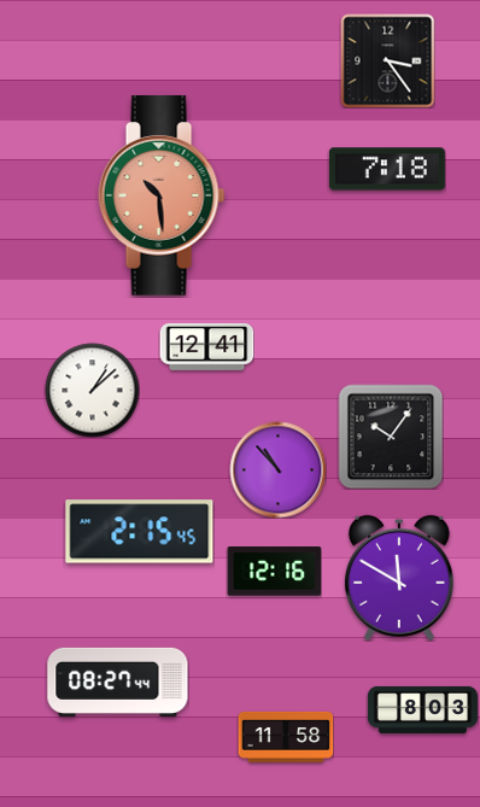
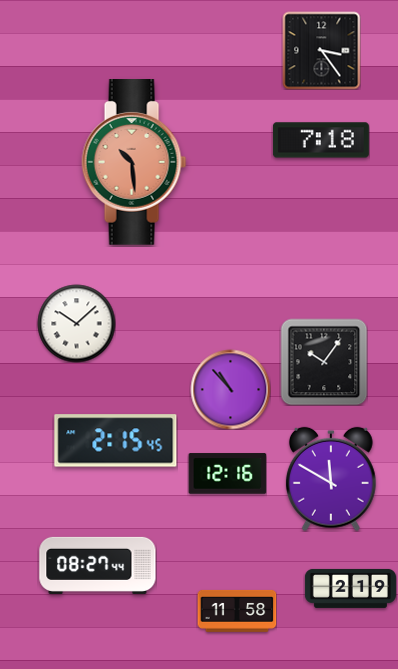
clock at (206, 346): 12:41 -> none
clock at (92, 390): 1:08 -> 10:08
clock at (422, 709): 8:03 -> 2:19
